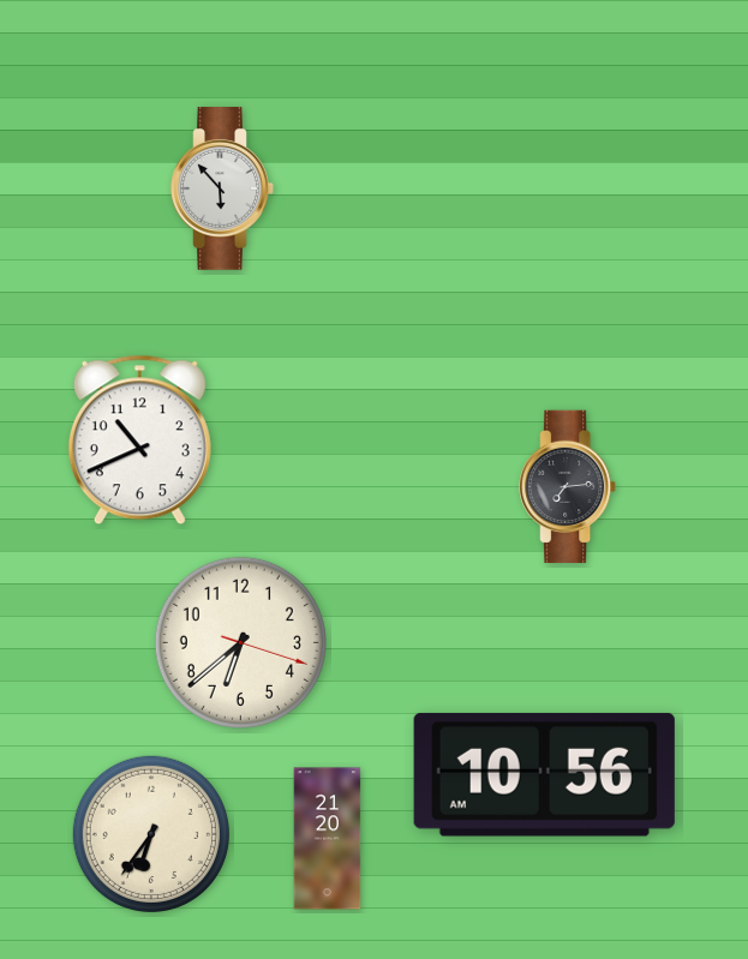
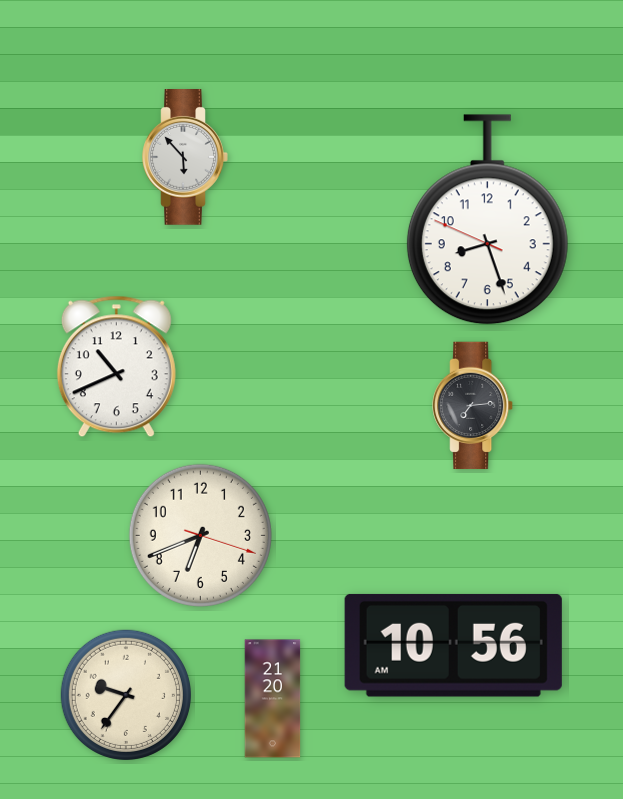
clock at (487, 220): none -> 8:26
clock at (240, 642): 6:38 -> 6:41
clock at (151, 834): 6:36 -> 9:36
